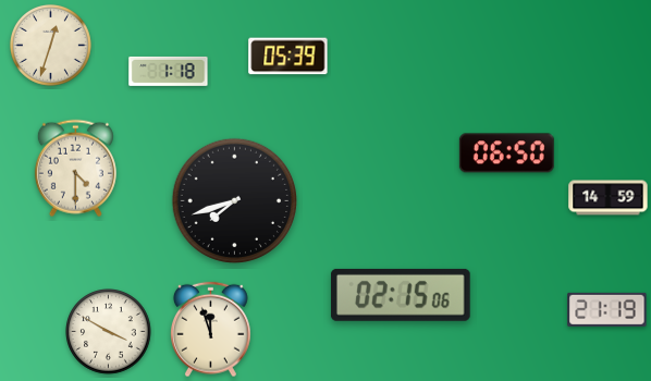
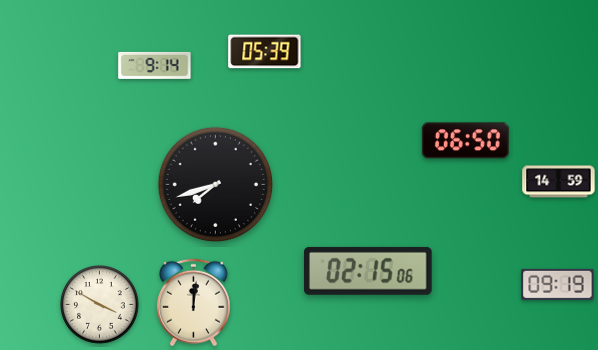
clock at (50, 45): 12:33 -> none
clock at (169, 71): 1:18 -> 9:14
clock at (75, 169): 4:30 -> none
clock at (607, 309): 21:19 -> 09:19
clock at (210, 330): 11:57 -> 12:01
